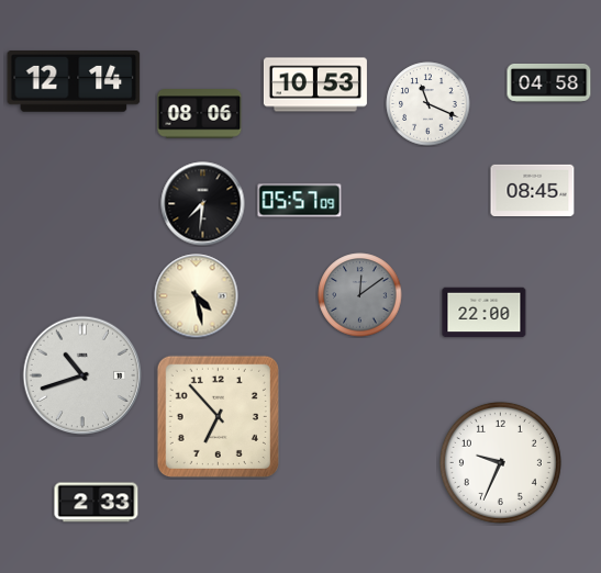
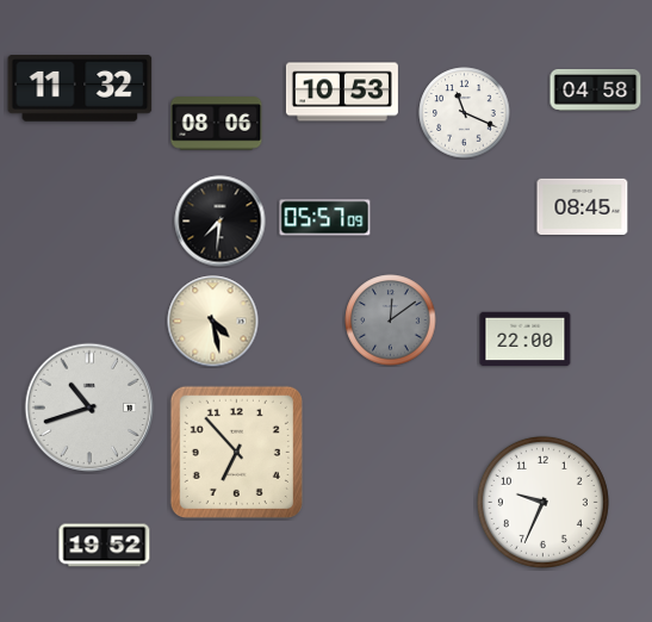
clock at (74, 82): 12:14 -> 11:32
clock at (533, 190) position: (533, 190) -> (583, 206)
clock at (97, 503): 2:33 -> 19:52
